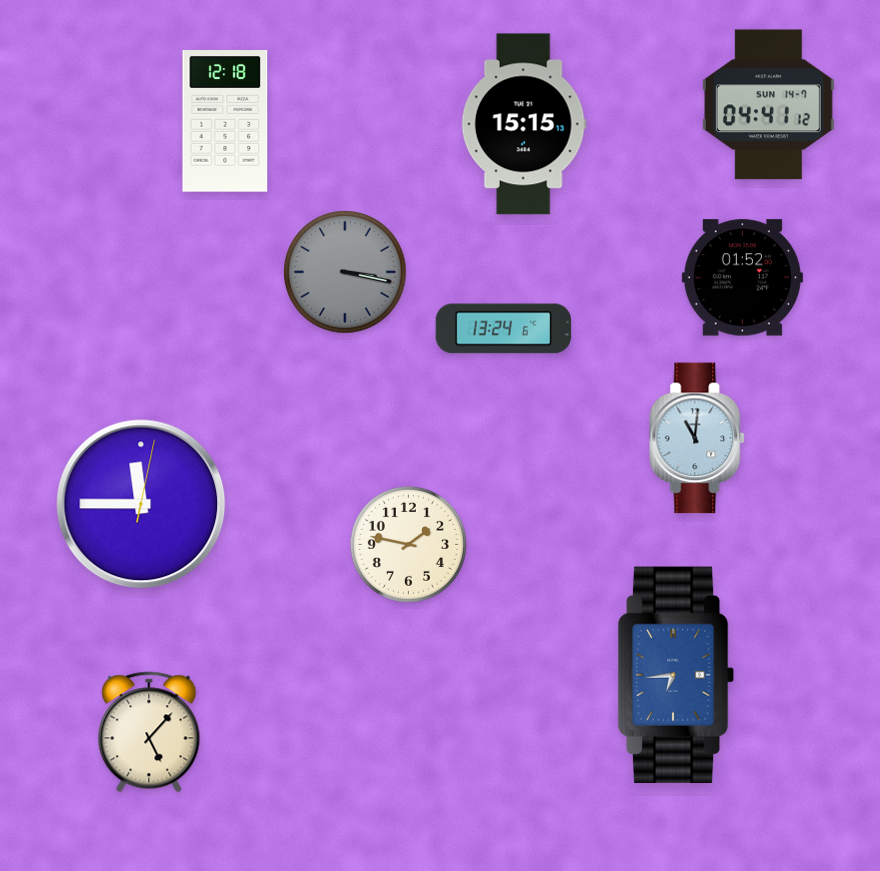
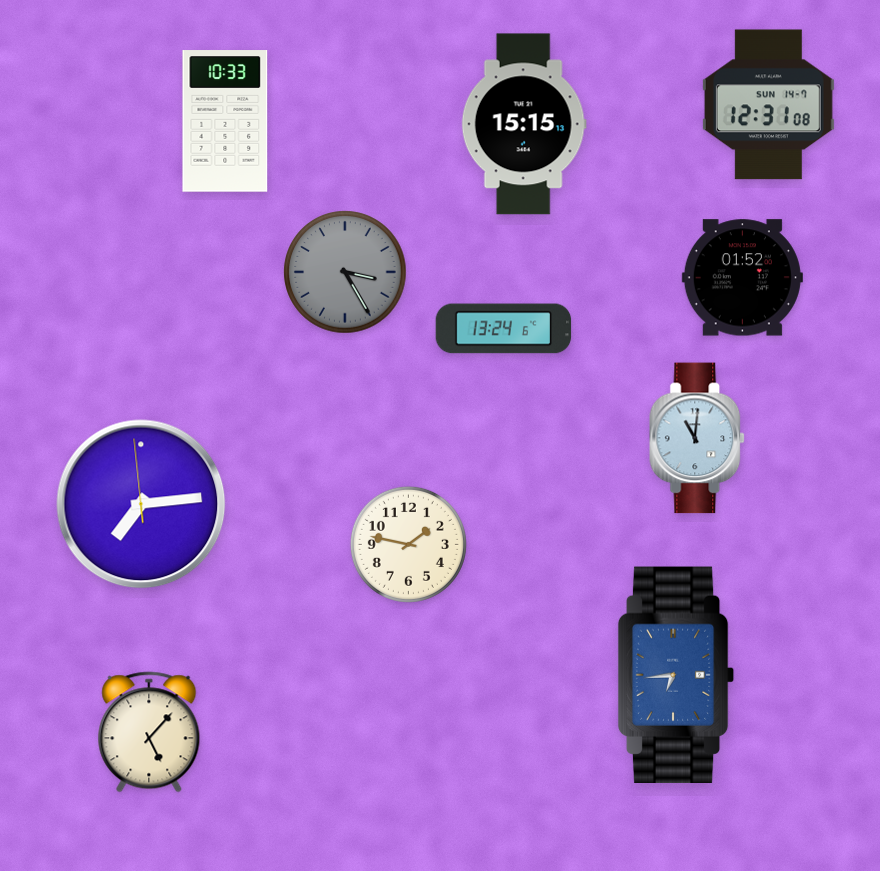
clock at (768, 105): 04:41 -> 12:31
clock at (225, 121): 12:18 -> 10:33
clock at (345, 272): 3:17 -> 3:25
clock at (141, 504): 11:45 -> 7:13
